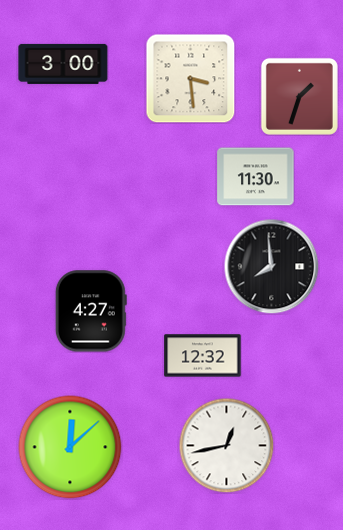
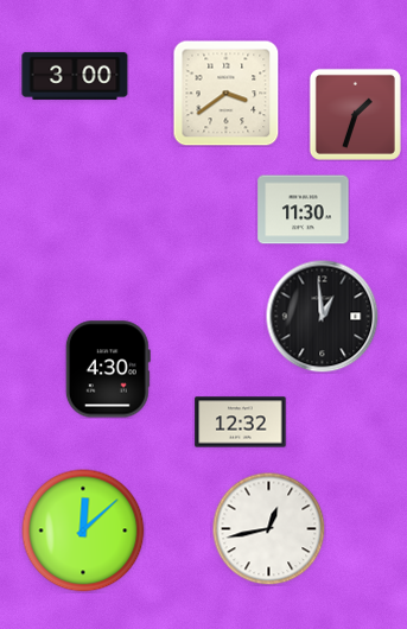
clock at (190, 78): 3:29 -> 3:39
clock at (271, 266): 7:59 -> 12:59
clock at (91, 311): 4:27 -> 4:30
